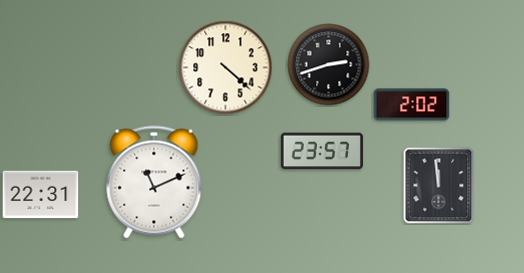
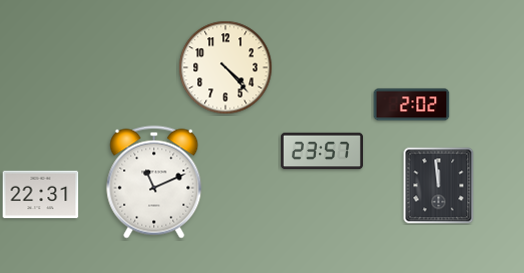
clock at (329, 65): 2:42 -> none
clock at (226, 68): 4:22 -> 4:23
